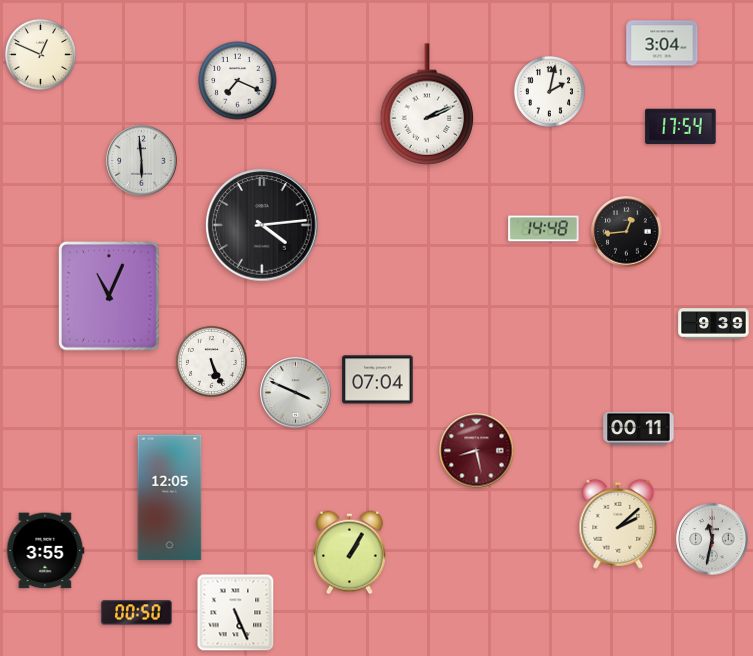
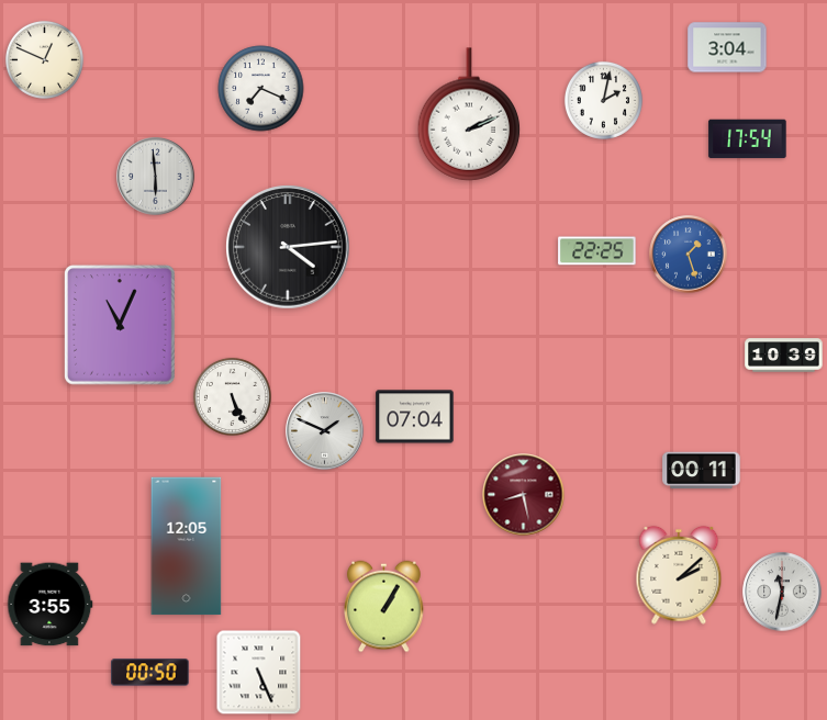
clock at (544, 229): 14:48 -> 22:25
clock at (627, 232): 12:44 -> 1:27
clock at (627, 232) dial: black -> blue
clock at (714, 324): 9:39 -> 10:39
clock at (296, 393): 3:49 -> 1:49
